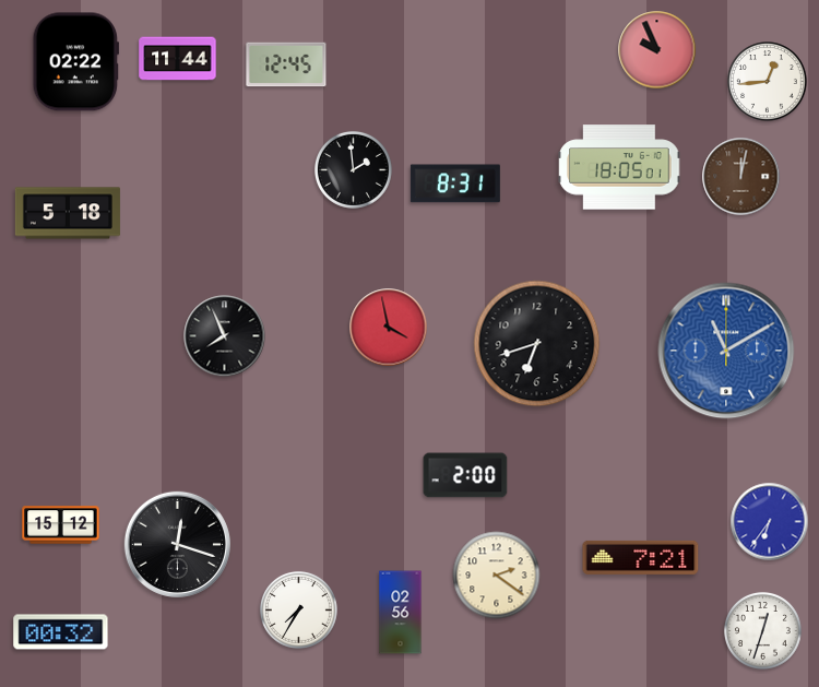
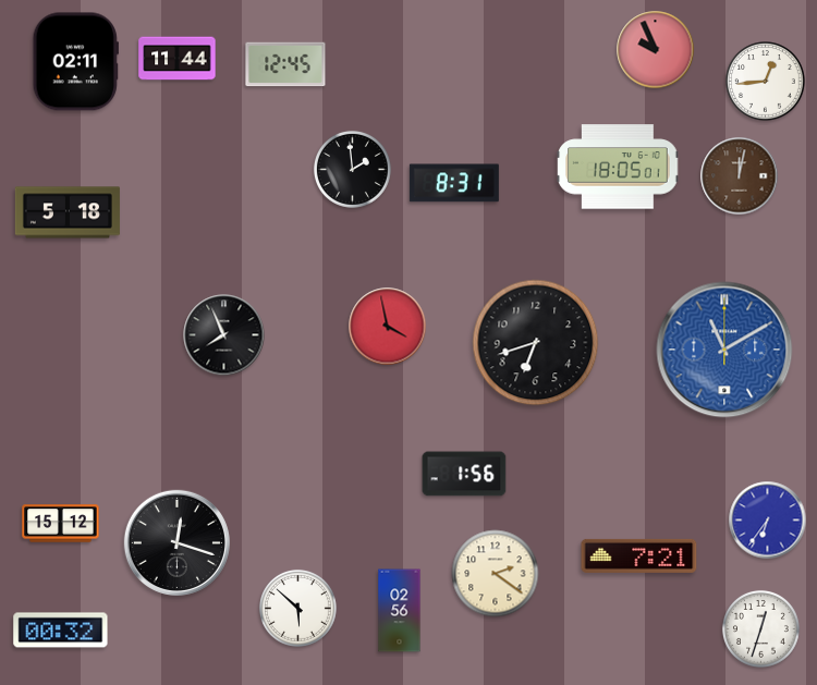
clock at (75, 62): 02:22 -> 02:11
clock at (465, 475): 2:00 -> 1:56
clock at (298, 609): 7:35 -> 5:52
